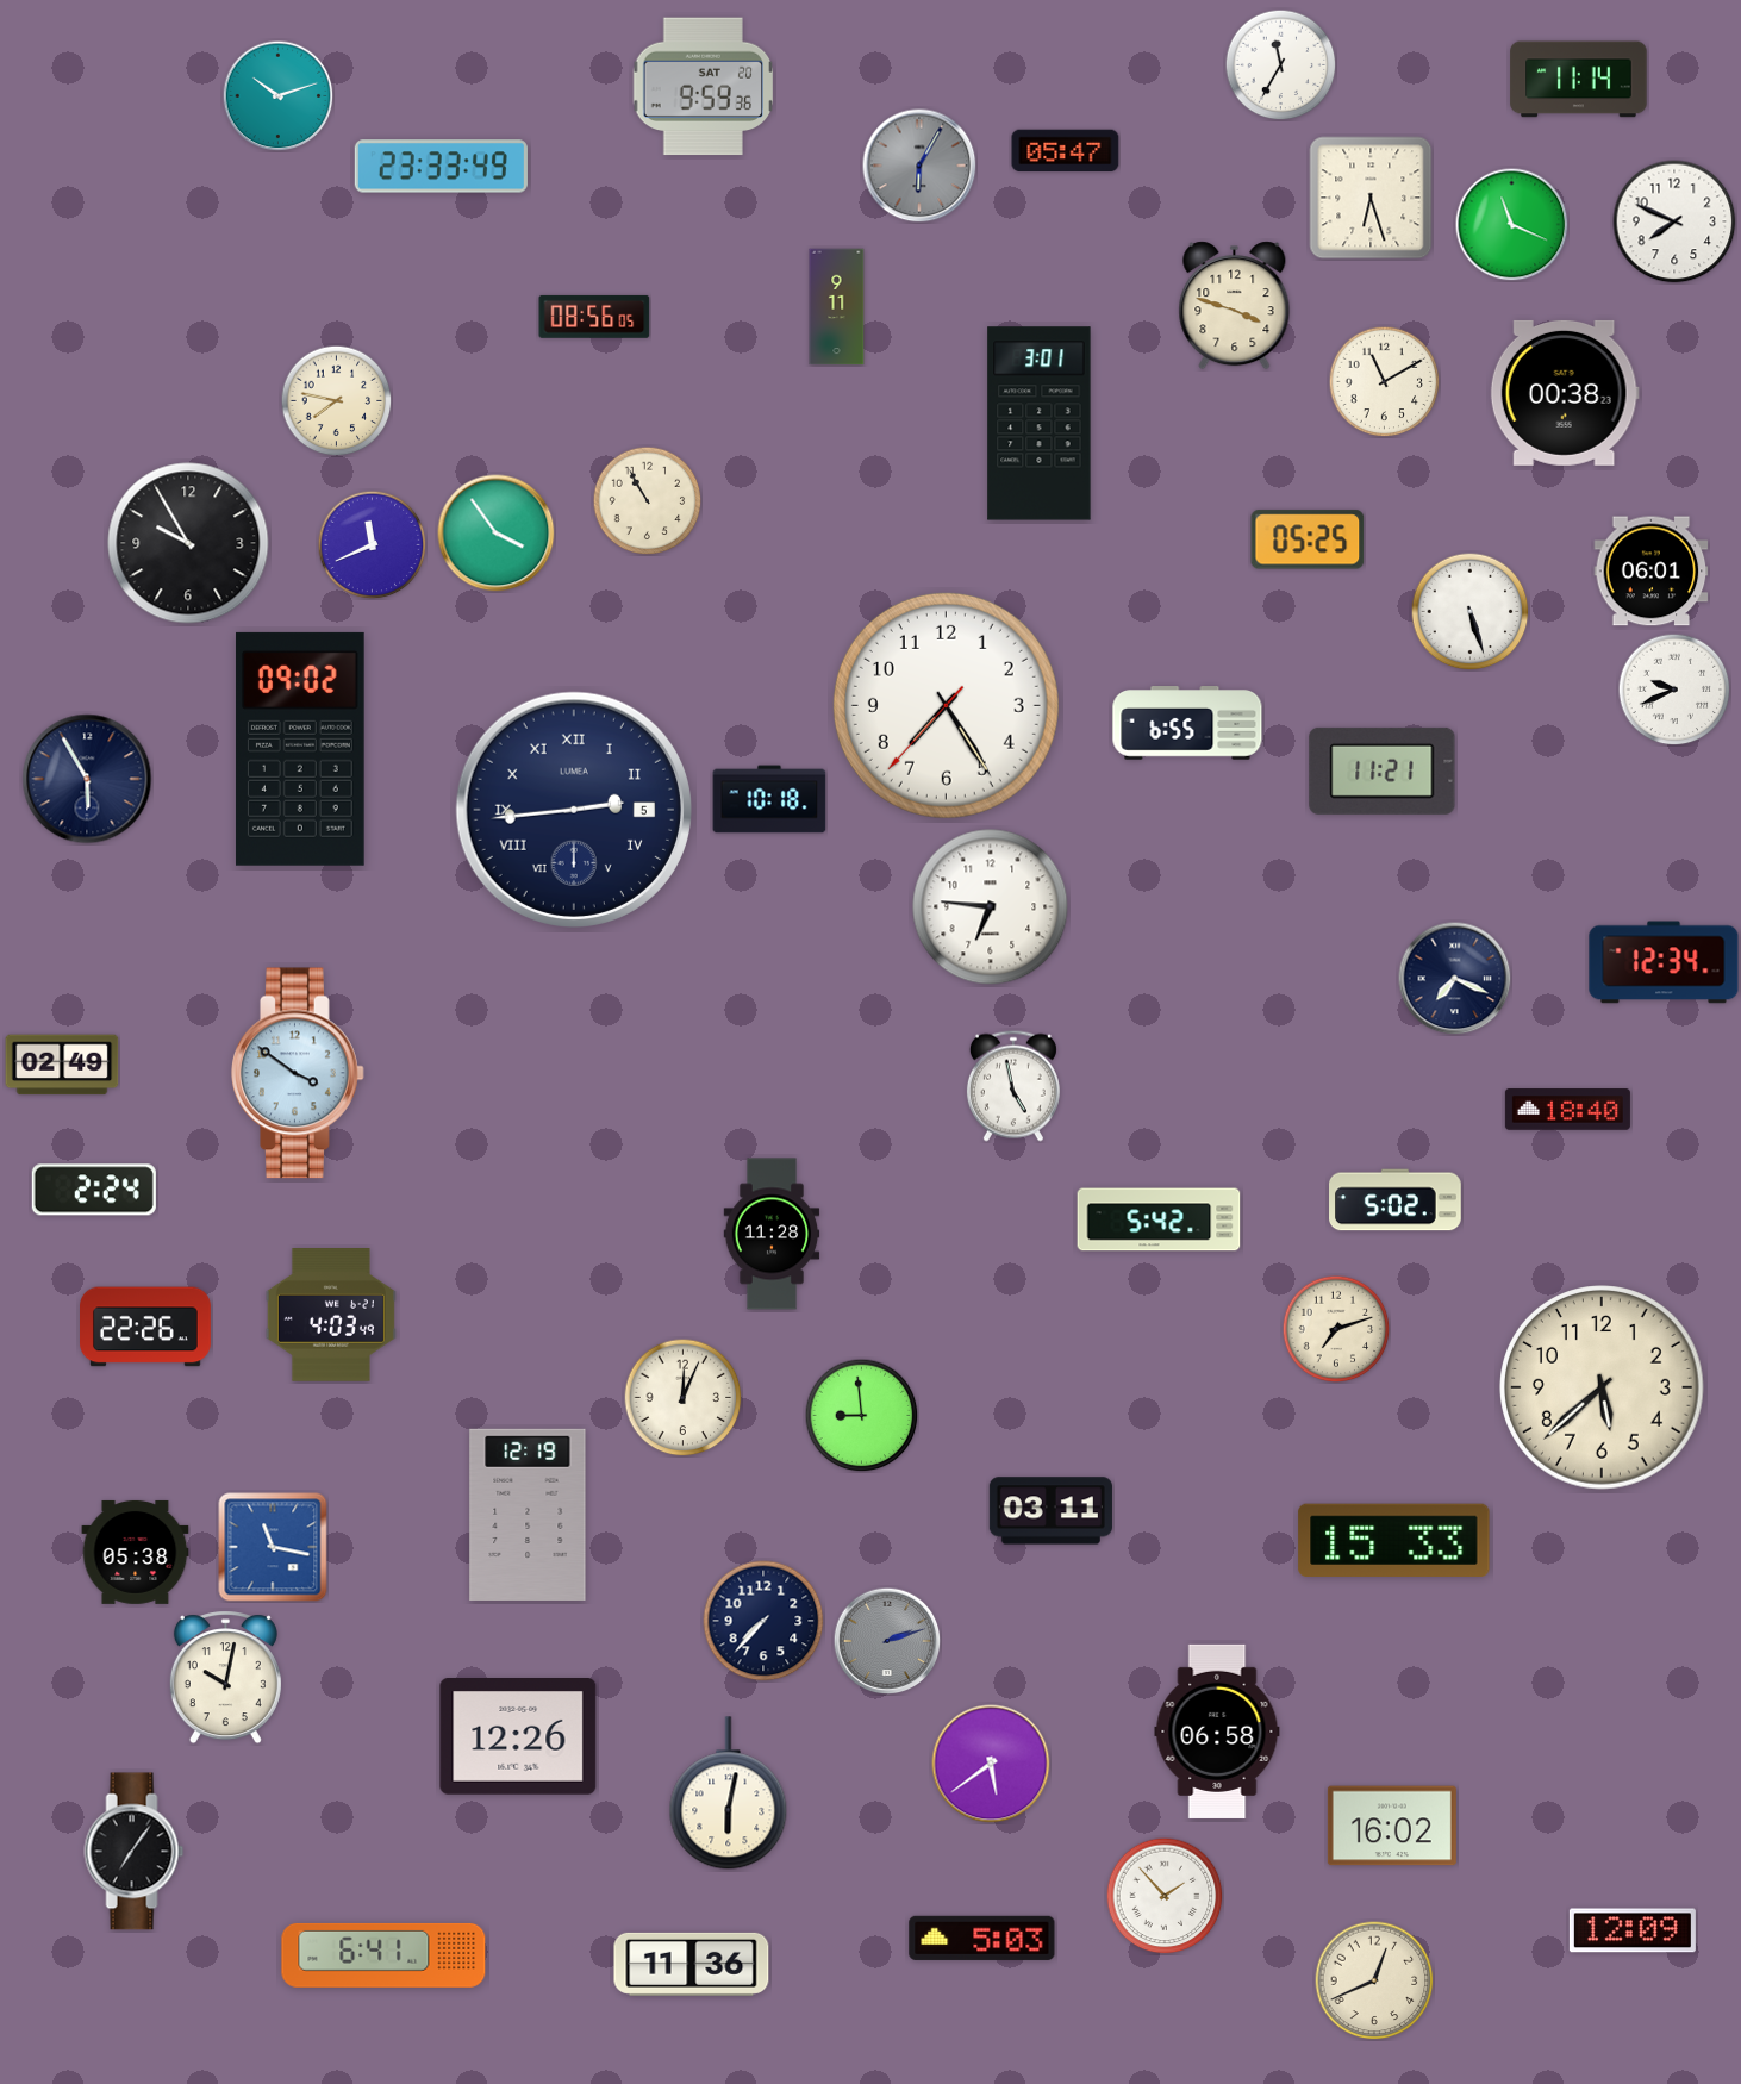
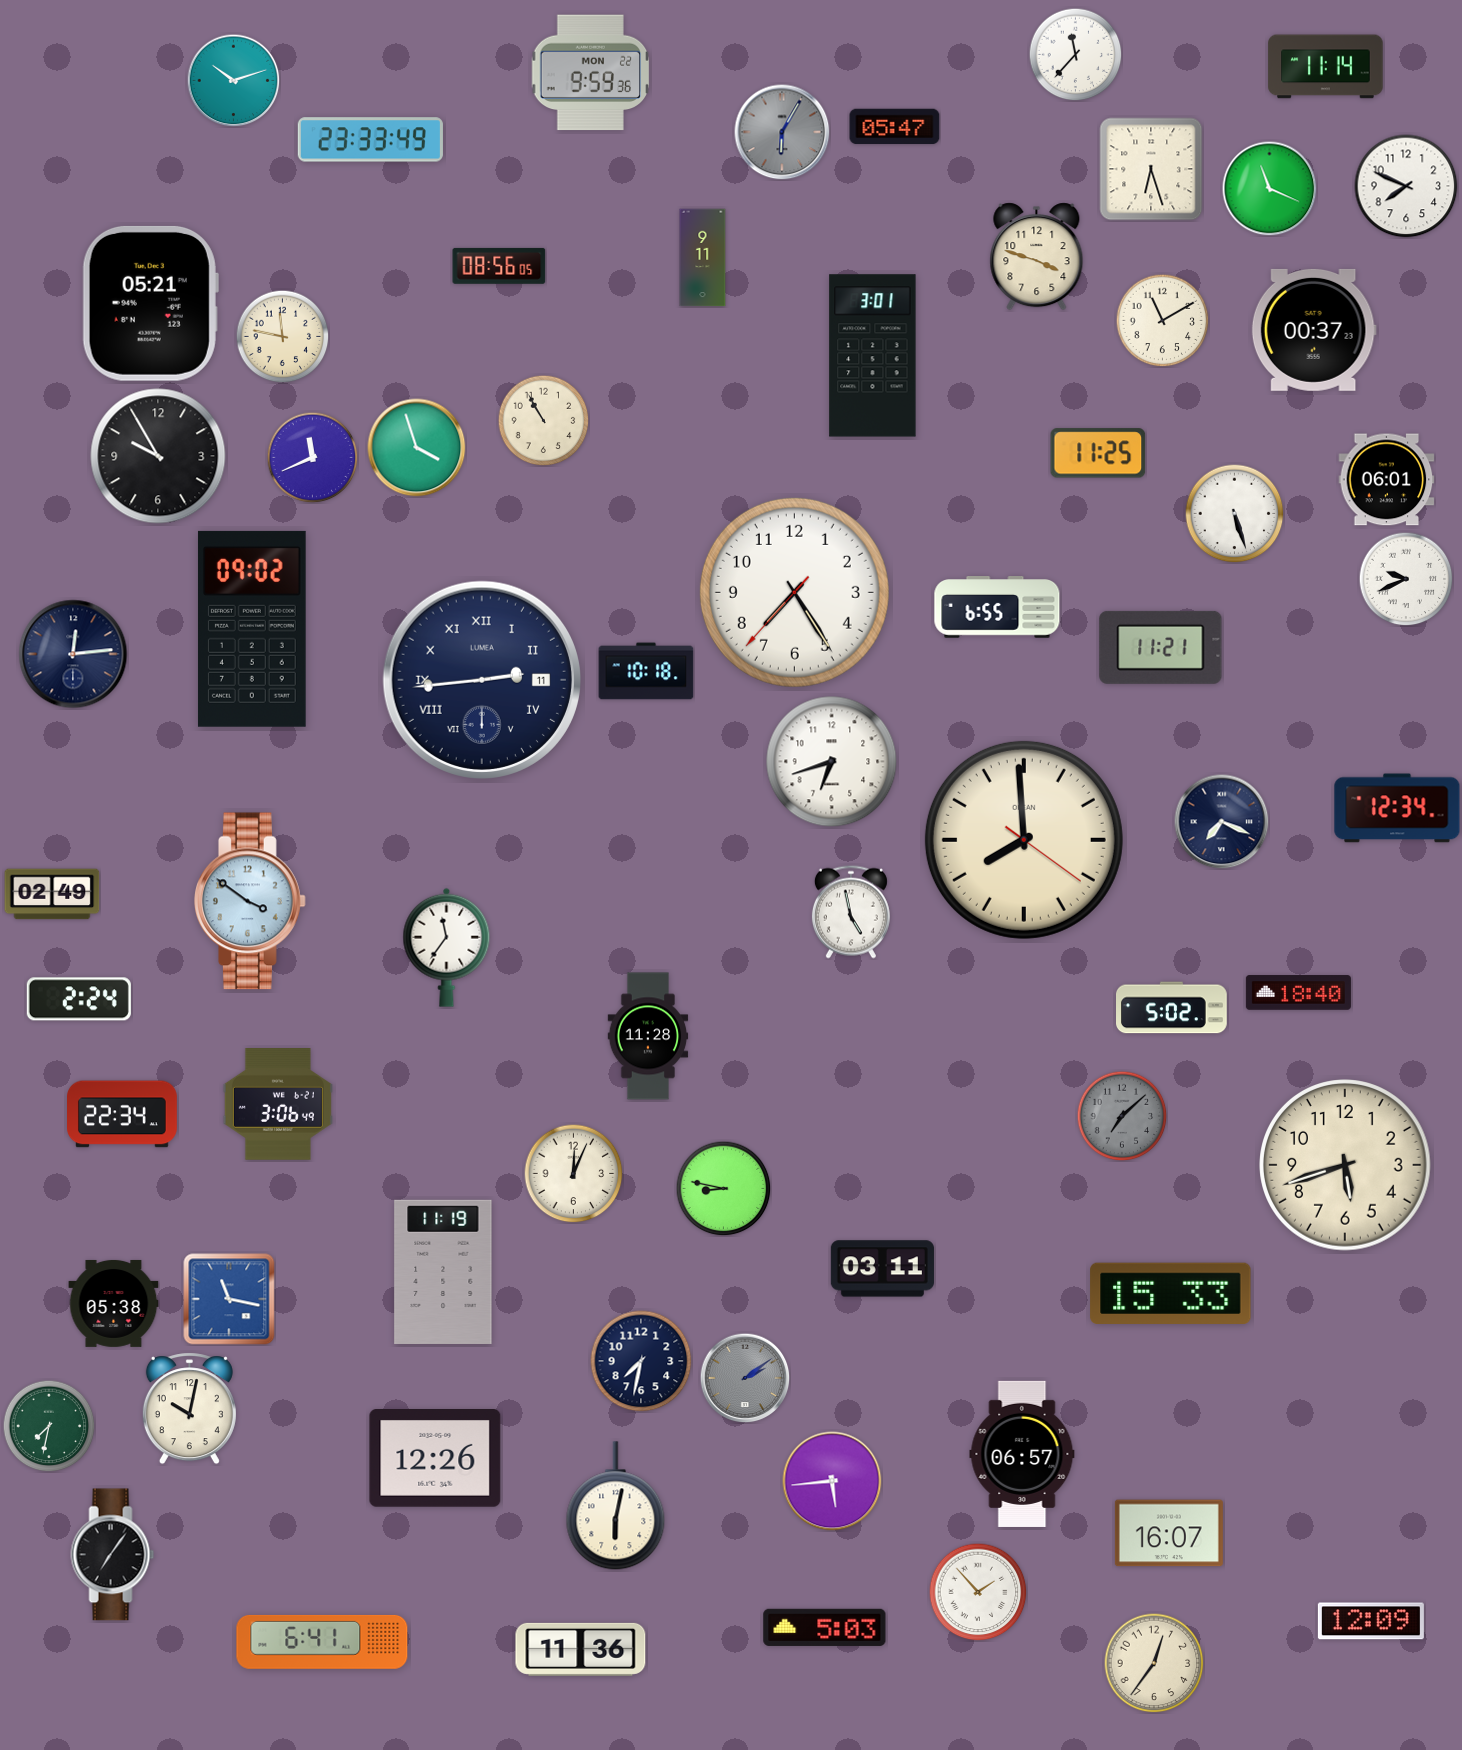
clock at (1280, 64): 11:35 -> 11:37
clock at (704, 87) date: SAT 20 -> MON 22
clock at (919, 166) position: (919, 166) -> (782, 132)
clock at (1371, 198) position: (1371, 198) -> (1151, 169)
clock at (150, 303): none -> 05:21
clock at (1565, 393): 00:38 -> 00:37
clock at (336, 400): 7:47 -> 11:47
clock at (497, 534): 3:54 -> 3:57
clock at (1308, 539): 05:25 -> 11:25
clock at (87, 779): 5:55 -> 12:14
clock at (573, 809) date: 5 -> 11
clock at (991, 907): 6:46 -> 6:42
clock at (1024, 840): none -> 7:59
clock at (1567, 1110) position: (1567, 1110) -> (1298, 993)
clock at (447, 947): none -> 11:36
clock at (1159, 1219): 5:42 -> none
clock at (331, 1315): 4:03 -> 3:06
clock at (146, 1327): 22:26 -> 22:34
clock at (1336, 1329): 7:12 -> 7:08
clock at (1336, 1329) dial: cream -> grey
clock at (1602, 1387): 5:38 -> 5:42
clock at (861, 1415): 8:59 -> 8:47
clock at (528, 1515): 12:19 -> 11:19
clock at (763, 1621): 7:37 -> 7:32
clock at (887, 1641): 2:12 -> 2:09
clock at (49, 1426): none -> 7:32
clock at (1217, 1732): 06:58 -> 06:57
clock at (991, 1764): 5:39 -> 5:44
clock at (729, 1793) position: (729, 1793) -> (616, 1506)
clock at (1392, 1826): 16:02 -> 16:07
clock at (1374, 1980): 12:41 -> 12:36
